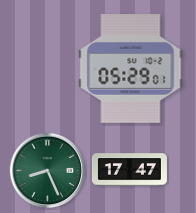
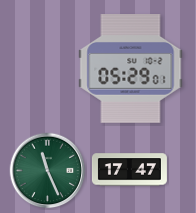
clock at (48, 171): 8:26 -> 11:26
